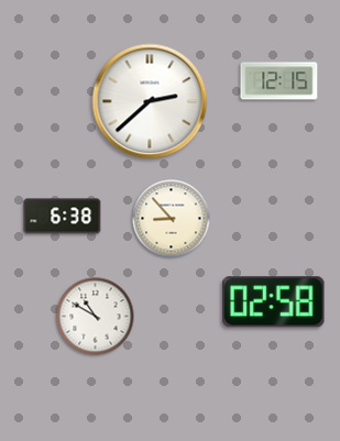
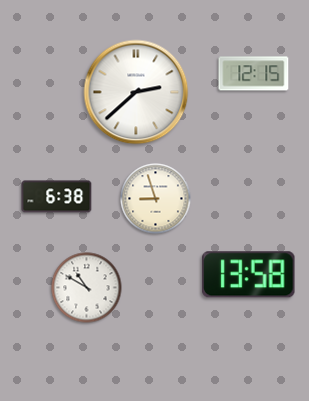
clock at (172, 219): 8:53 -> 8:57
clock at (274, 302): 02:58 -> 13:58
